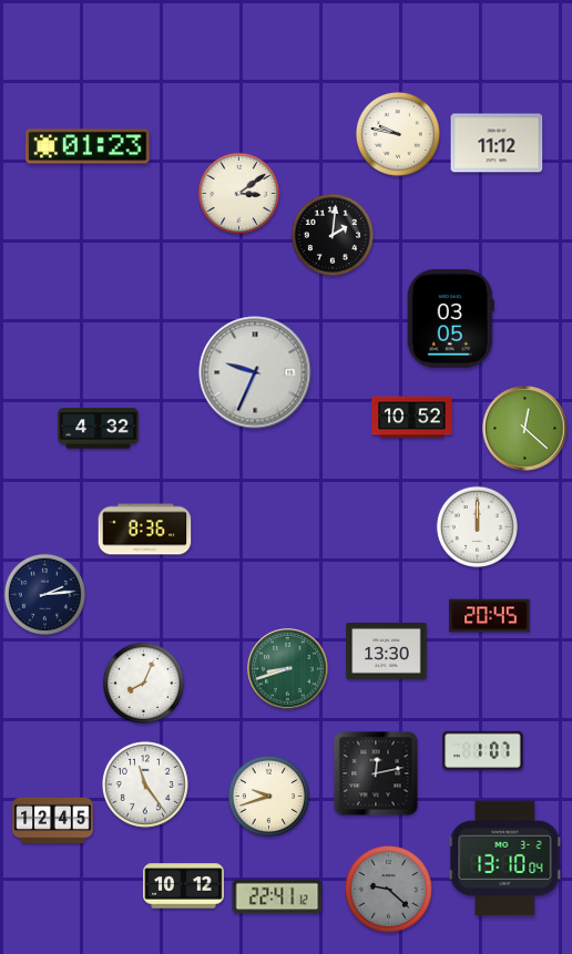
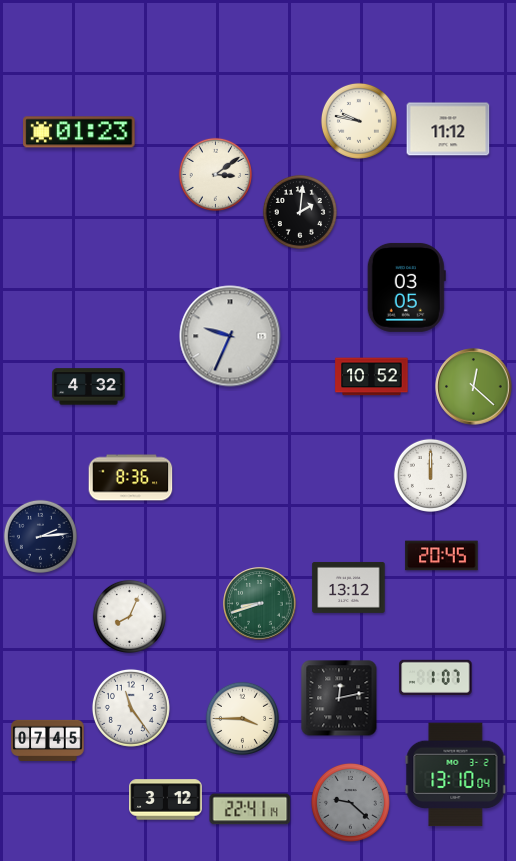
clock at (387, 650): 13:30 -> 13:12
clock at (268, 796): 9:42 -> 3:45
clock at (53, 820): 12:45 -> 07:45
clock at (184, 886): 10:12 -> 3:12
clock at (277, 896): 22:41:12 -> 22:41:14
